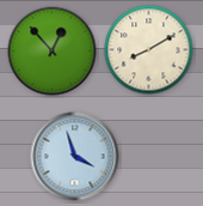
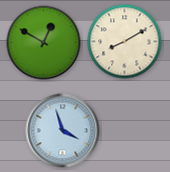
clock at (53, 51): 12:53 -> 12:50
